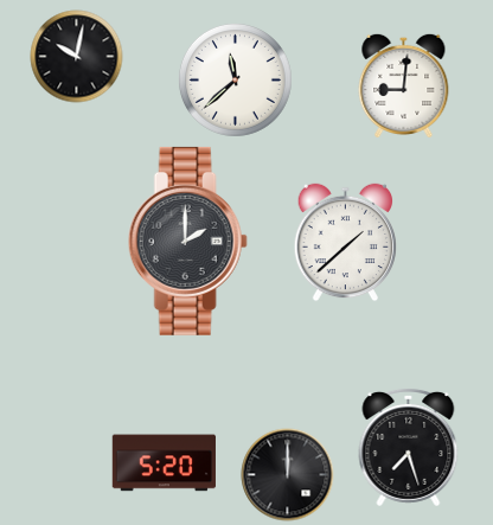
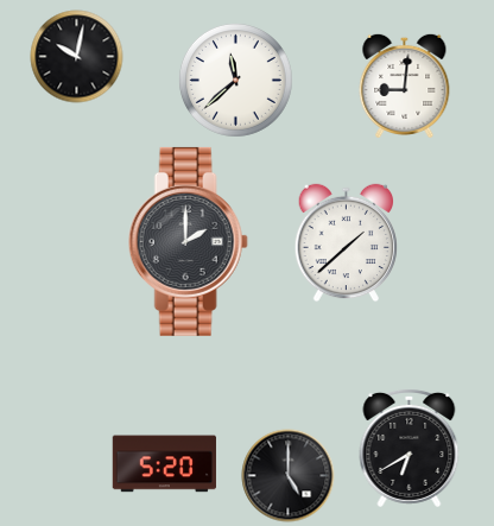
clock at (409, 447): 7:27 -> 6:40
clock at (287, 474): 12:00 -> 5:00
